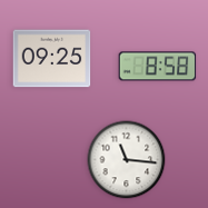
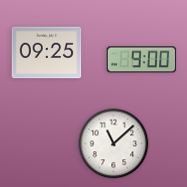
clock at (158, 67): 8:58 -> 9:00
clock at (127, 160): 11:16 -> 11:08
